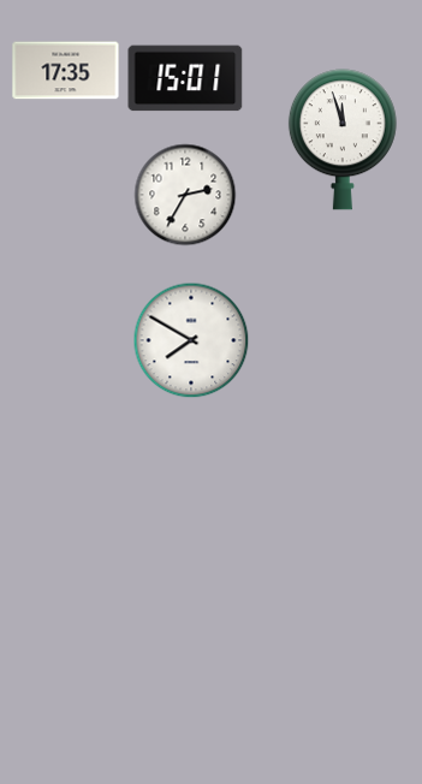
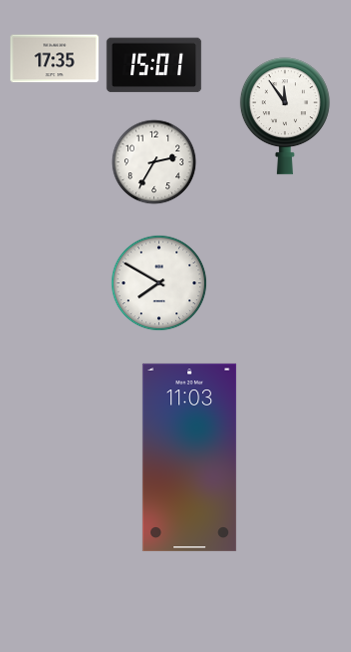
clock at (343, 139): 11:57 -> 11:54
clock at (190, 458): none -> 11:03
